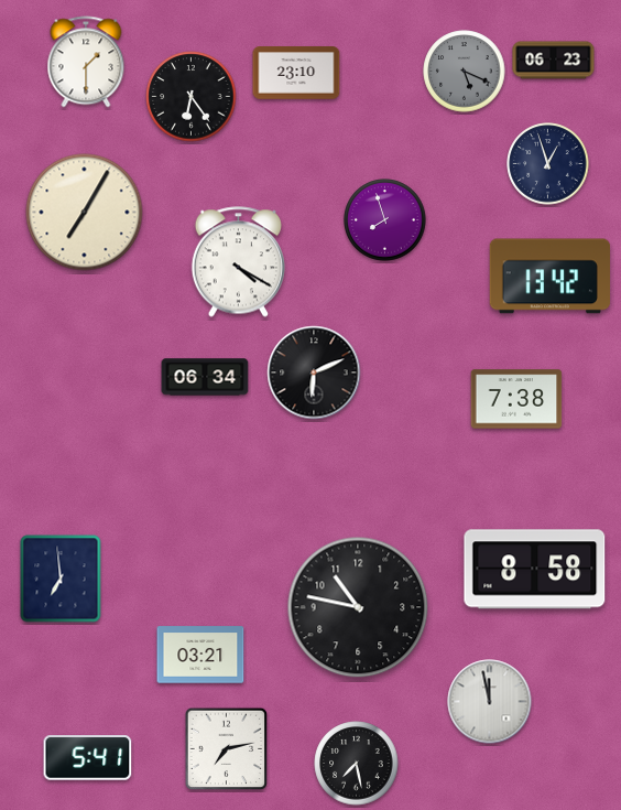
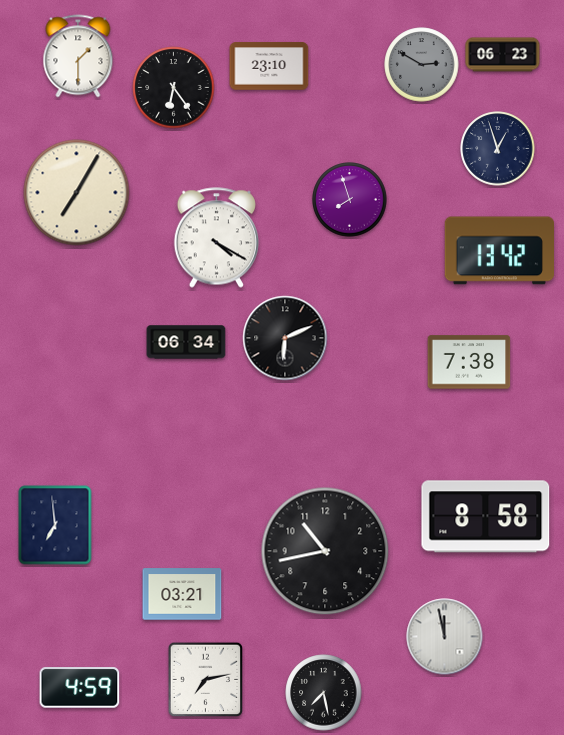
clock at (465, 72): 5:19 -> 2:50
clock at (358, 607): 10:47 -> 10:43
clock at (88, 758): 5:41 -> 4:59
